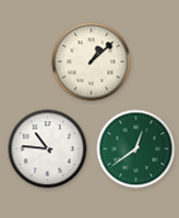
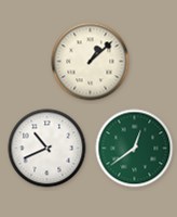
clock at (48, 149): 10:46 -> 10:41
